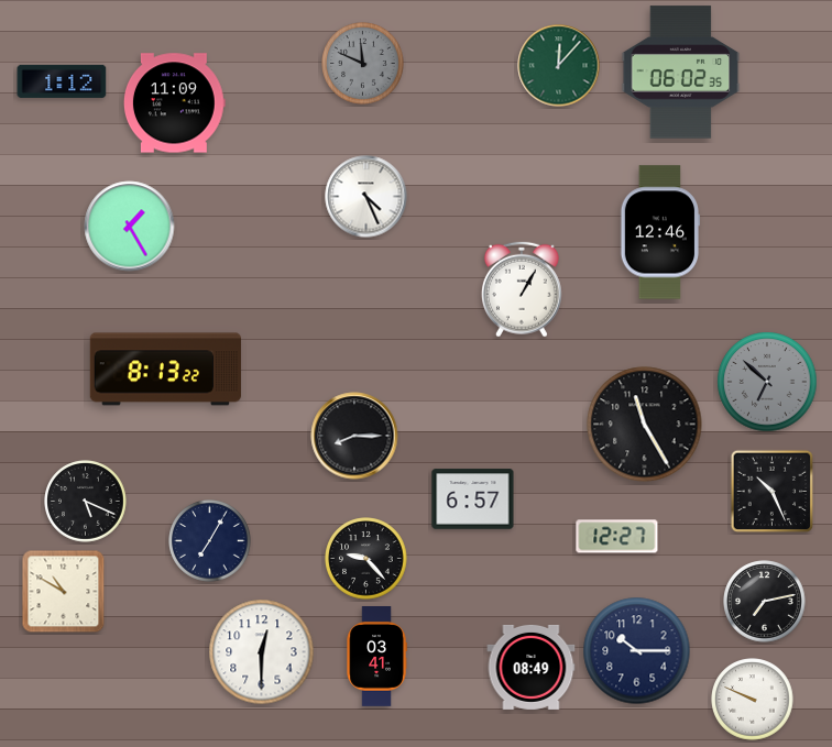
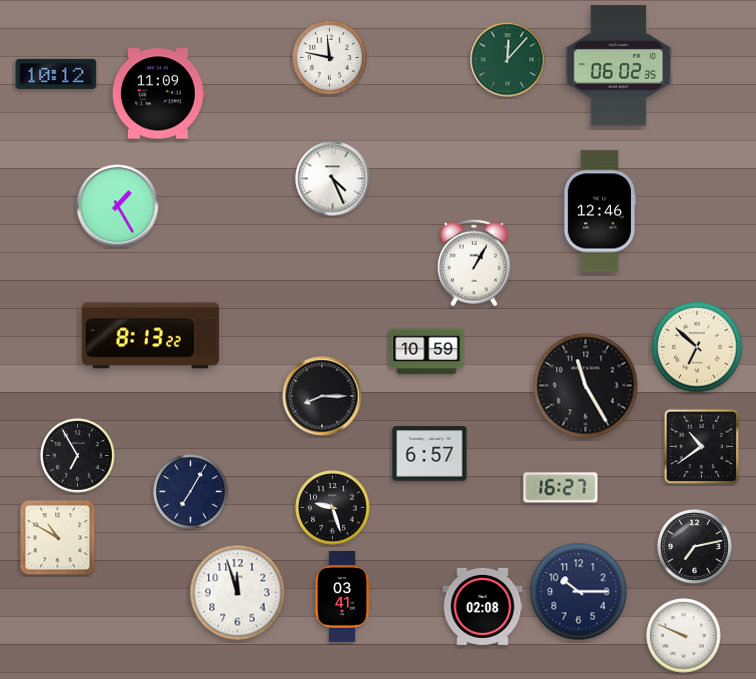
clock at (363, 64): 11:49 -> 11:47
clock at (363, 64) dial: grey -> white
clock at (62, 81): 1:12 -> 10:12
clock at (767, 382) dial: grey -> cream
clock at (427, 352): none -> 10:59
clock at (773, 492): 10:26 -> 10:39
clock at (86, 502): 5:19 -> 6:55
clock at (617, 537): 12:27 -> 16:27
clock at (366, 559): 9:23 -> 9:27
clock at (262, 652): 12:30 -> 11:57
clock at (532, 667): 08:49 -> 02:08
